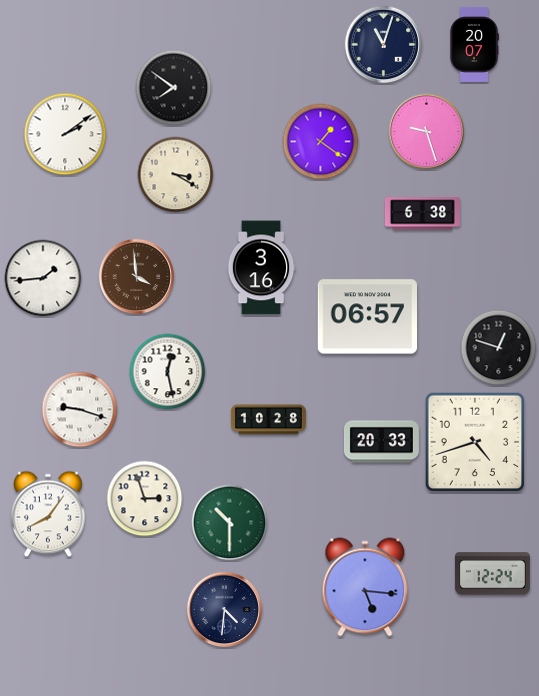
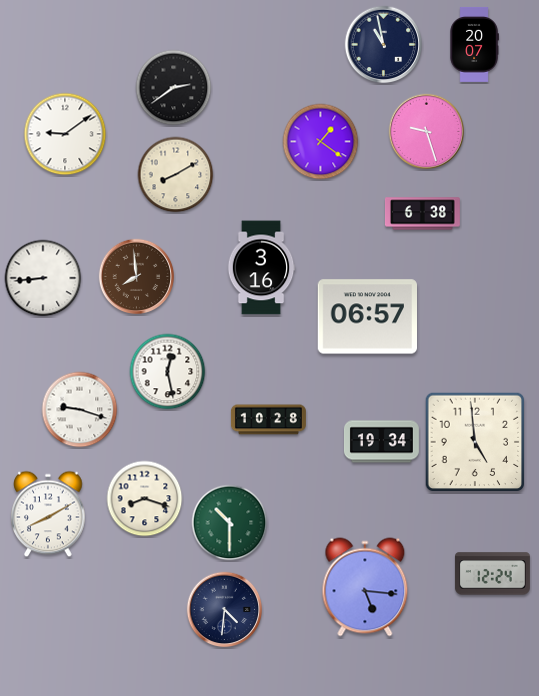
clock at (384, 45): 11:03 -> 10:58
clock at (174, 88): 7:51 -> 2:39
clock at (65, 134): 2:09 -> 9:09
clock at (176, 175): 3:20 -> 8:10
clock at (137, 277): 3:59 -> 7:59
clock at (43, 278): 1:44 -> 8:44
clock at (499, 348): 12:48 -> none
clock at (381, 442): 20:33 -> 19:34
clock at (475, 442): 4:42 -> 4:59
clock at (145, 499): 2:57 -> 8:18
clock at (48, 514): 8:06 -> 8:10
